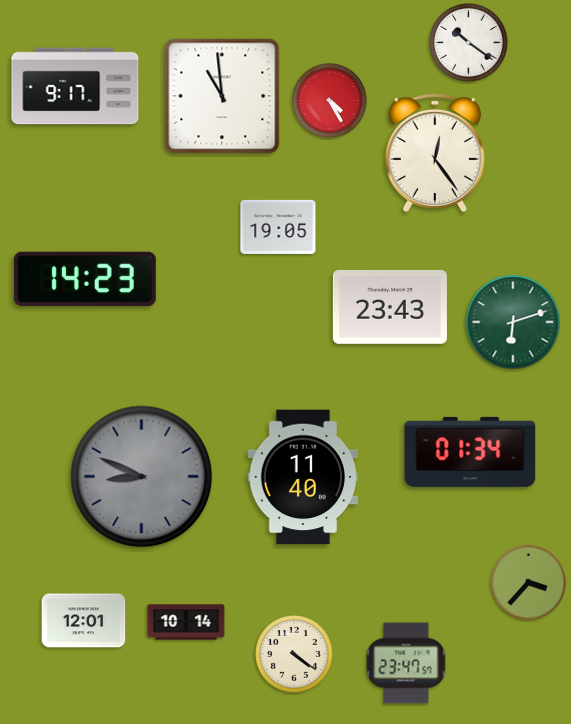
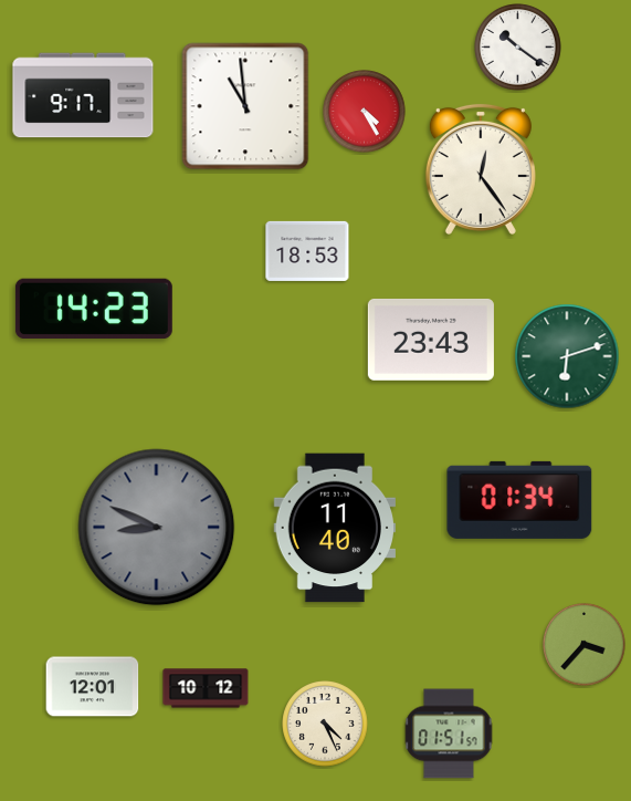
clock at (278, 227): 19:05 -> 18:53
clock at (186, 622): 10:14 -> 10:12
clock at (294, 654): 4:21 -> 4:26
clock at (406, 663): 23:47 -> 01:51
